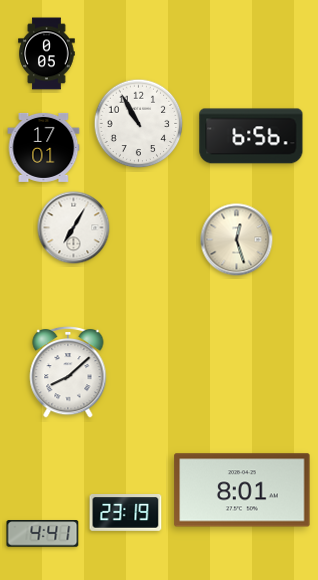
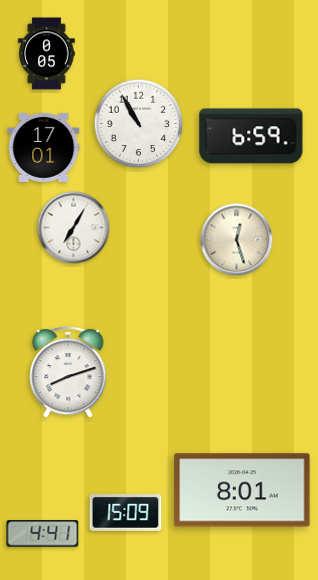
clock at (251, 136): 6:56 -> 6:59
clock at (68, 372): 8:08 -> 8:12
clock at (126, 513): 23:19 -> 15:09
